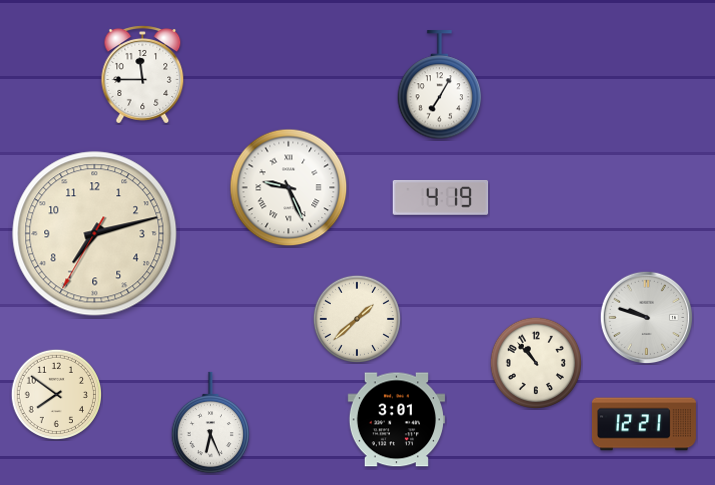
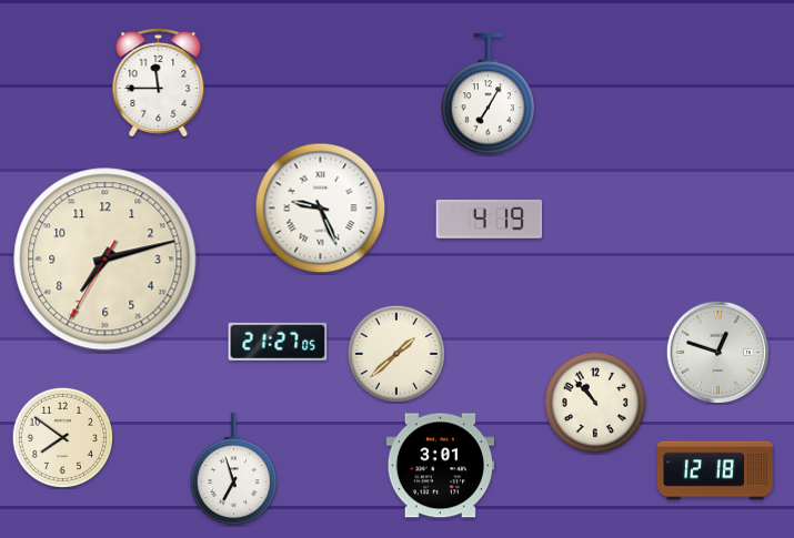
clock at (278, 342): none -> 21:27
clock at (646, 317): 9:48 -> 12:48
clock at (211, 423): 6:26 -> 6:57
clock at (644, 424): 12:21 -> 12:18
